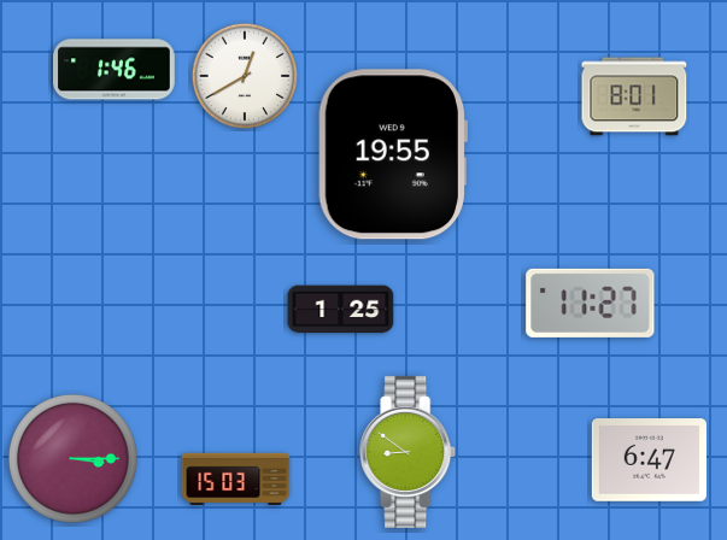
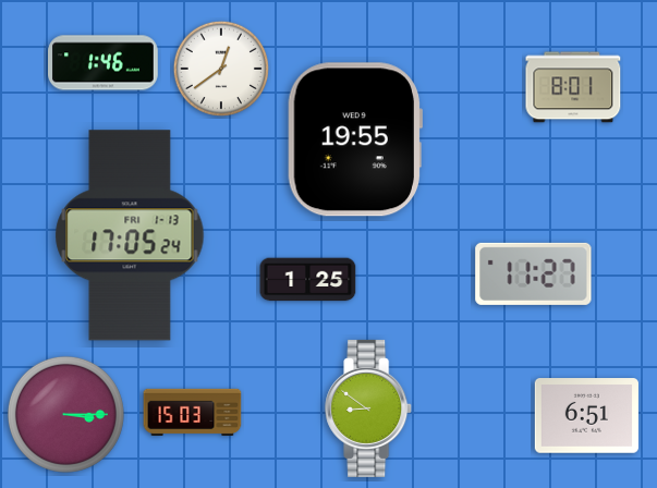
clock at (244, 75): 12:40 -> 12:39
clock at (130, 235): none -> 17:05
clock at (649, 460): 6:47 -> 6:51
clock at (236, 479) position: (236, 479) -> (193, 412)
